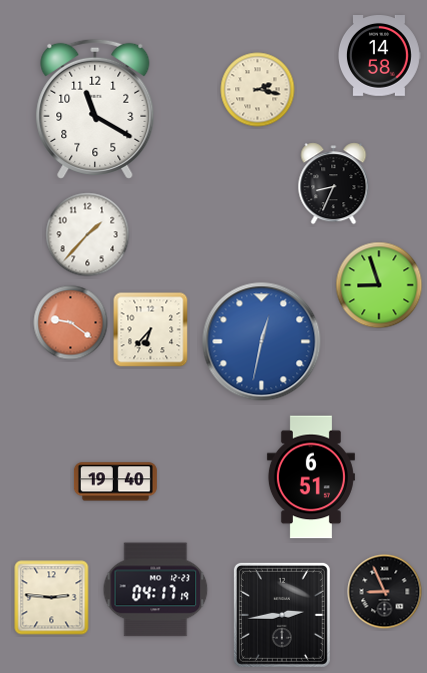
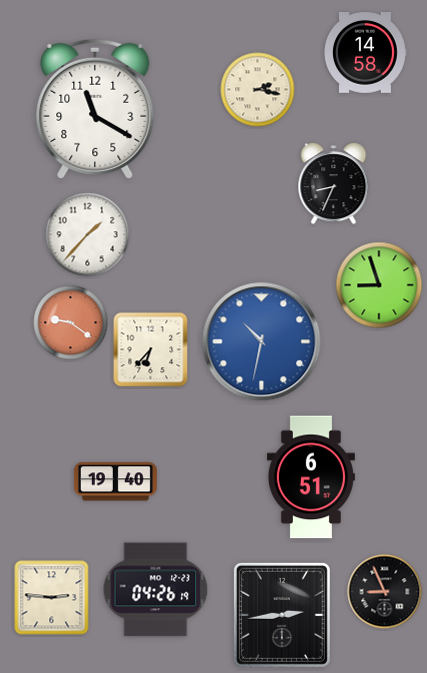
clock at (380, 56) position: (380, 56) -> (366, 53)
clock at (151, 330) position: (151, 330) -> (151, 350)
clock at (262, 342): 12:32 -> 10:32
clock at (156, 590): 04:17 -> 04:26
